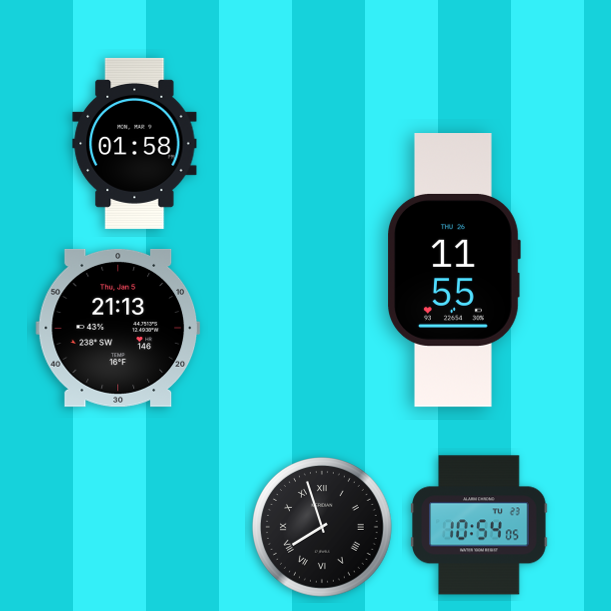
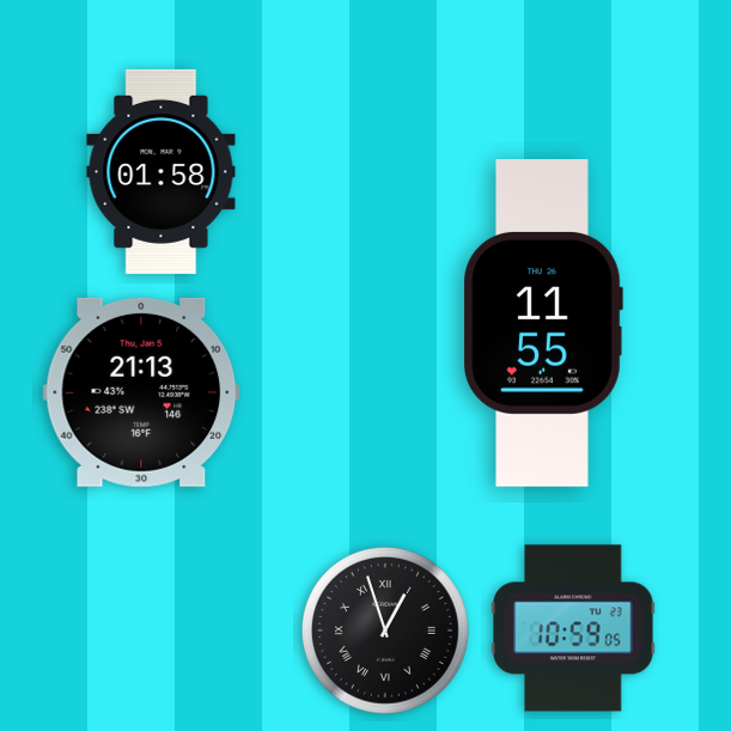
clock at (479, 525): 10:54 -> 10:59
clock at (322, 527): 7:57 -> 12:57
